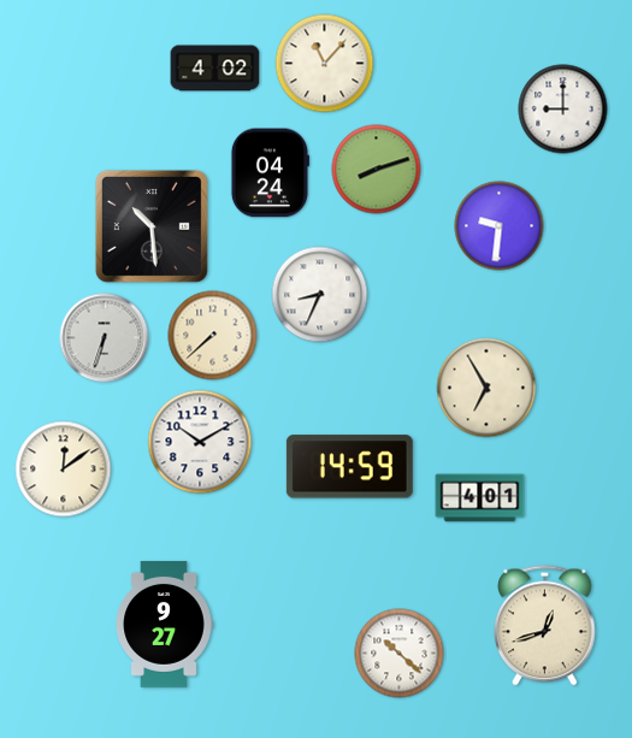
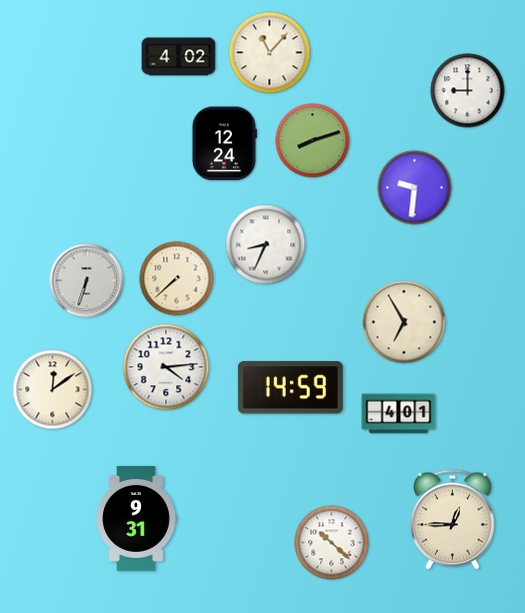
clock at (270, 173): 04:24 -> 12:24
clock at (152, 226): 10:29 -> none
clock at (200, 442): 10:10 -> 4:14
clock at (164, 624): 9:27 -> 9:31
clock at (545, 626): 12:42 -> 12:45
